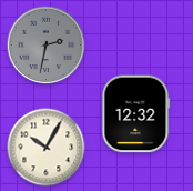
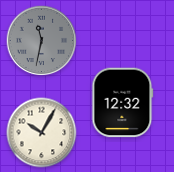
clock at (47, 46): 2:32 -> 11:32
